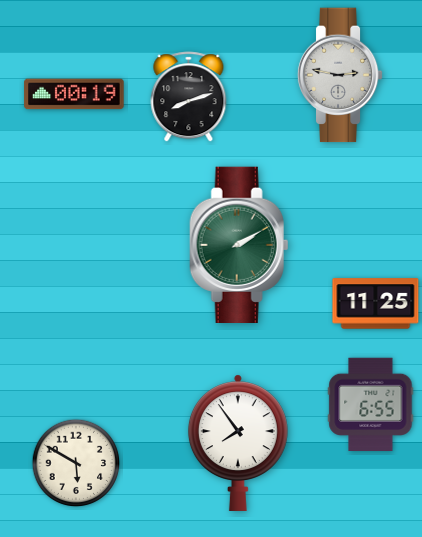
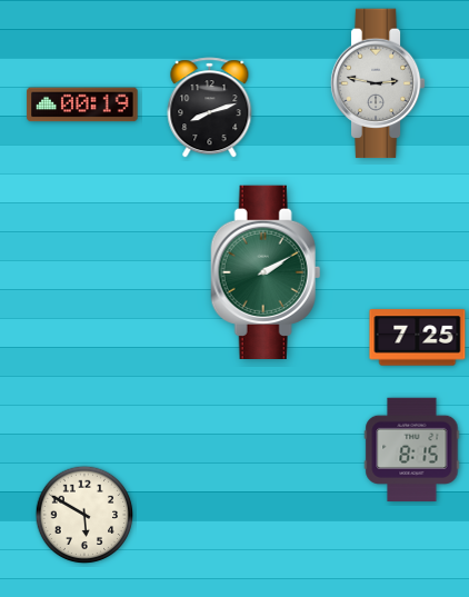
clock at (376, 304): 11:25 -> 7:25
clock at (371, 404): 6:55 -> 8:15
clock at (238, 443): 7:54 -> none
